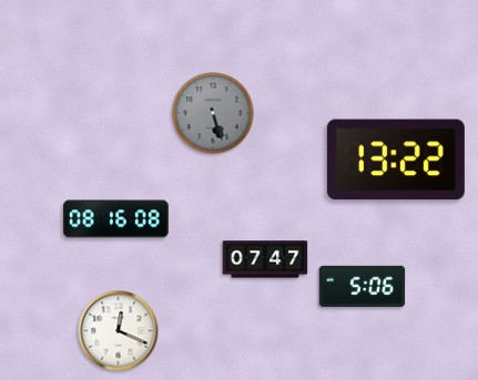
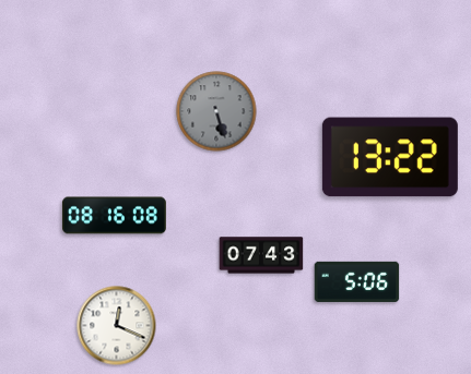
clock at (213, 113) position: (213, 113) -> (216, 111)
clock at (265, 259): 07:47 -> 07:43
